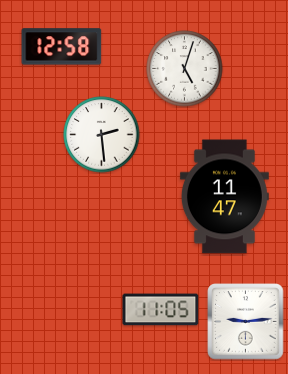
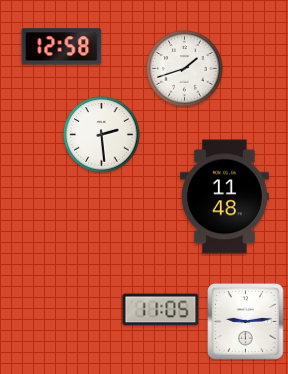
clock at (185, 69): 5:03 -> 1:42
clock at (224, 197): 11:47 -> 11:48
